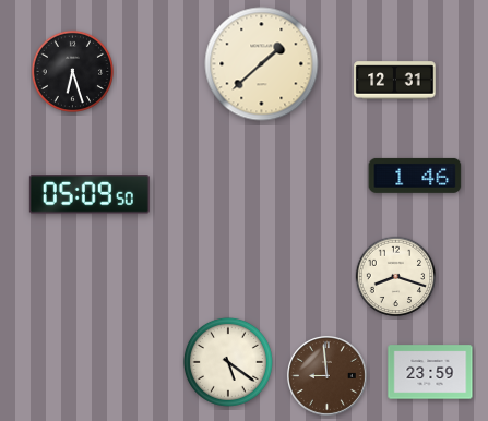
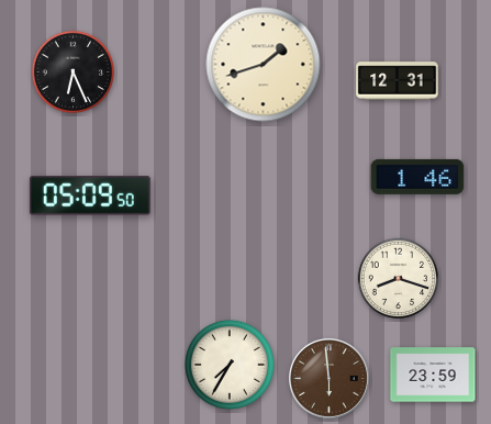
clock at (262, 64): 1:38 -> 1:42
clock at (72, 71): 6:27 -> 6:26
clock at (228, 362): 5:21 -> 7:35
clock at (326, 375): 8:59 -> 5:59
